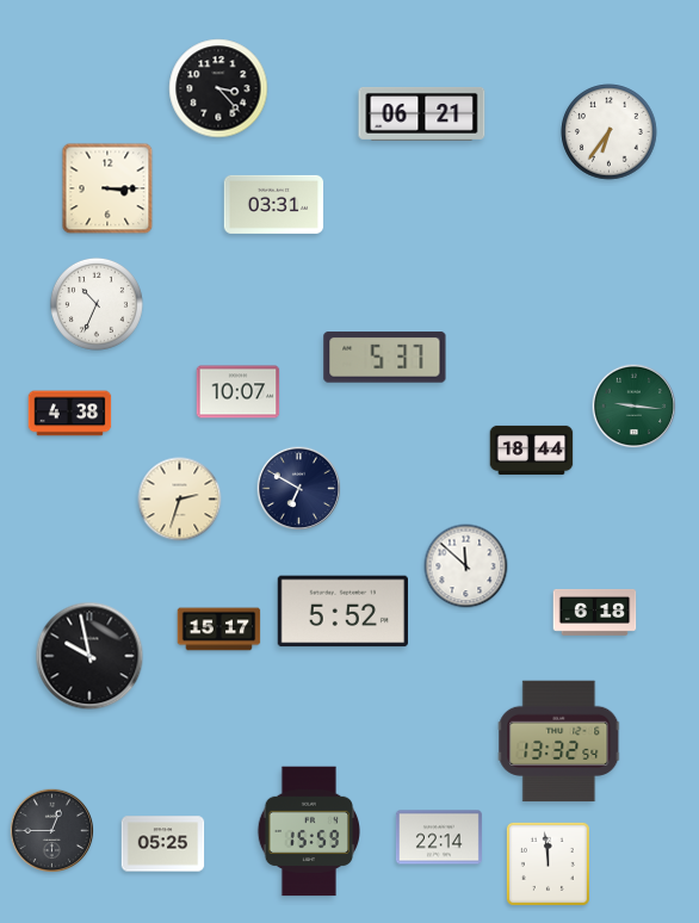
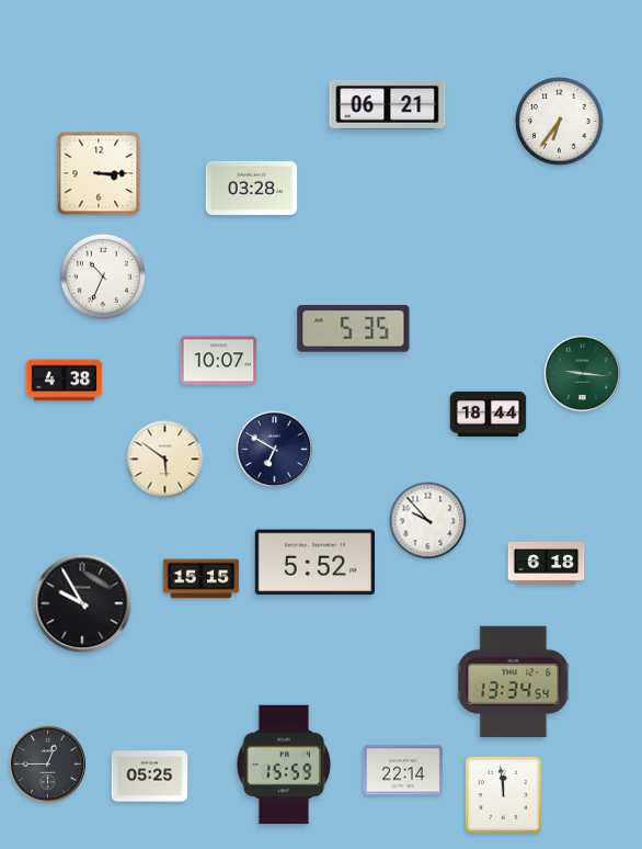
clock at (218, 88): 3:23 -> none
clock at (274, 204): 03:31 -> 03:28
clock at (97, 304) position: (97, 304) -> (103, 276)
clock at (385, 358): 5:37 -> 5:35
clock at (180, 500): 2:33 -> 5:51
clock at (466, 566): 11:52 -> 9:53
clock at (219, 630): 15:17 -> 15:15
clock at (89, 656): 9:58 -> 9:55
clock at (559, 742): 13:32 -> 13:34
